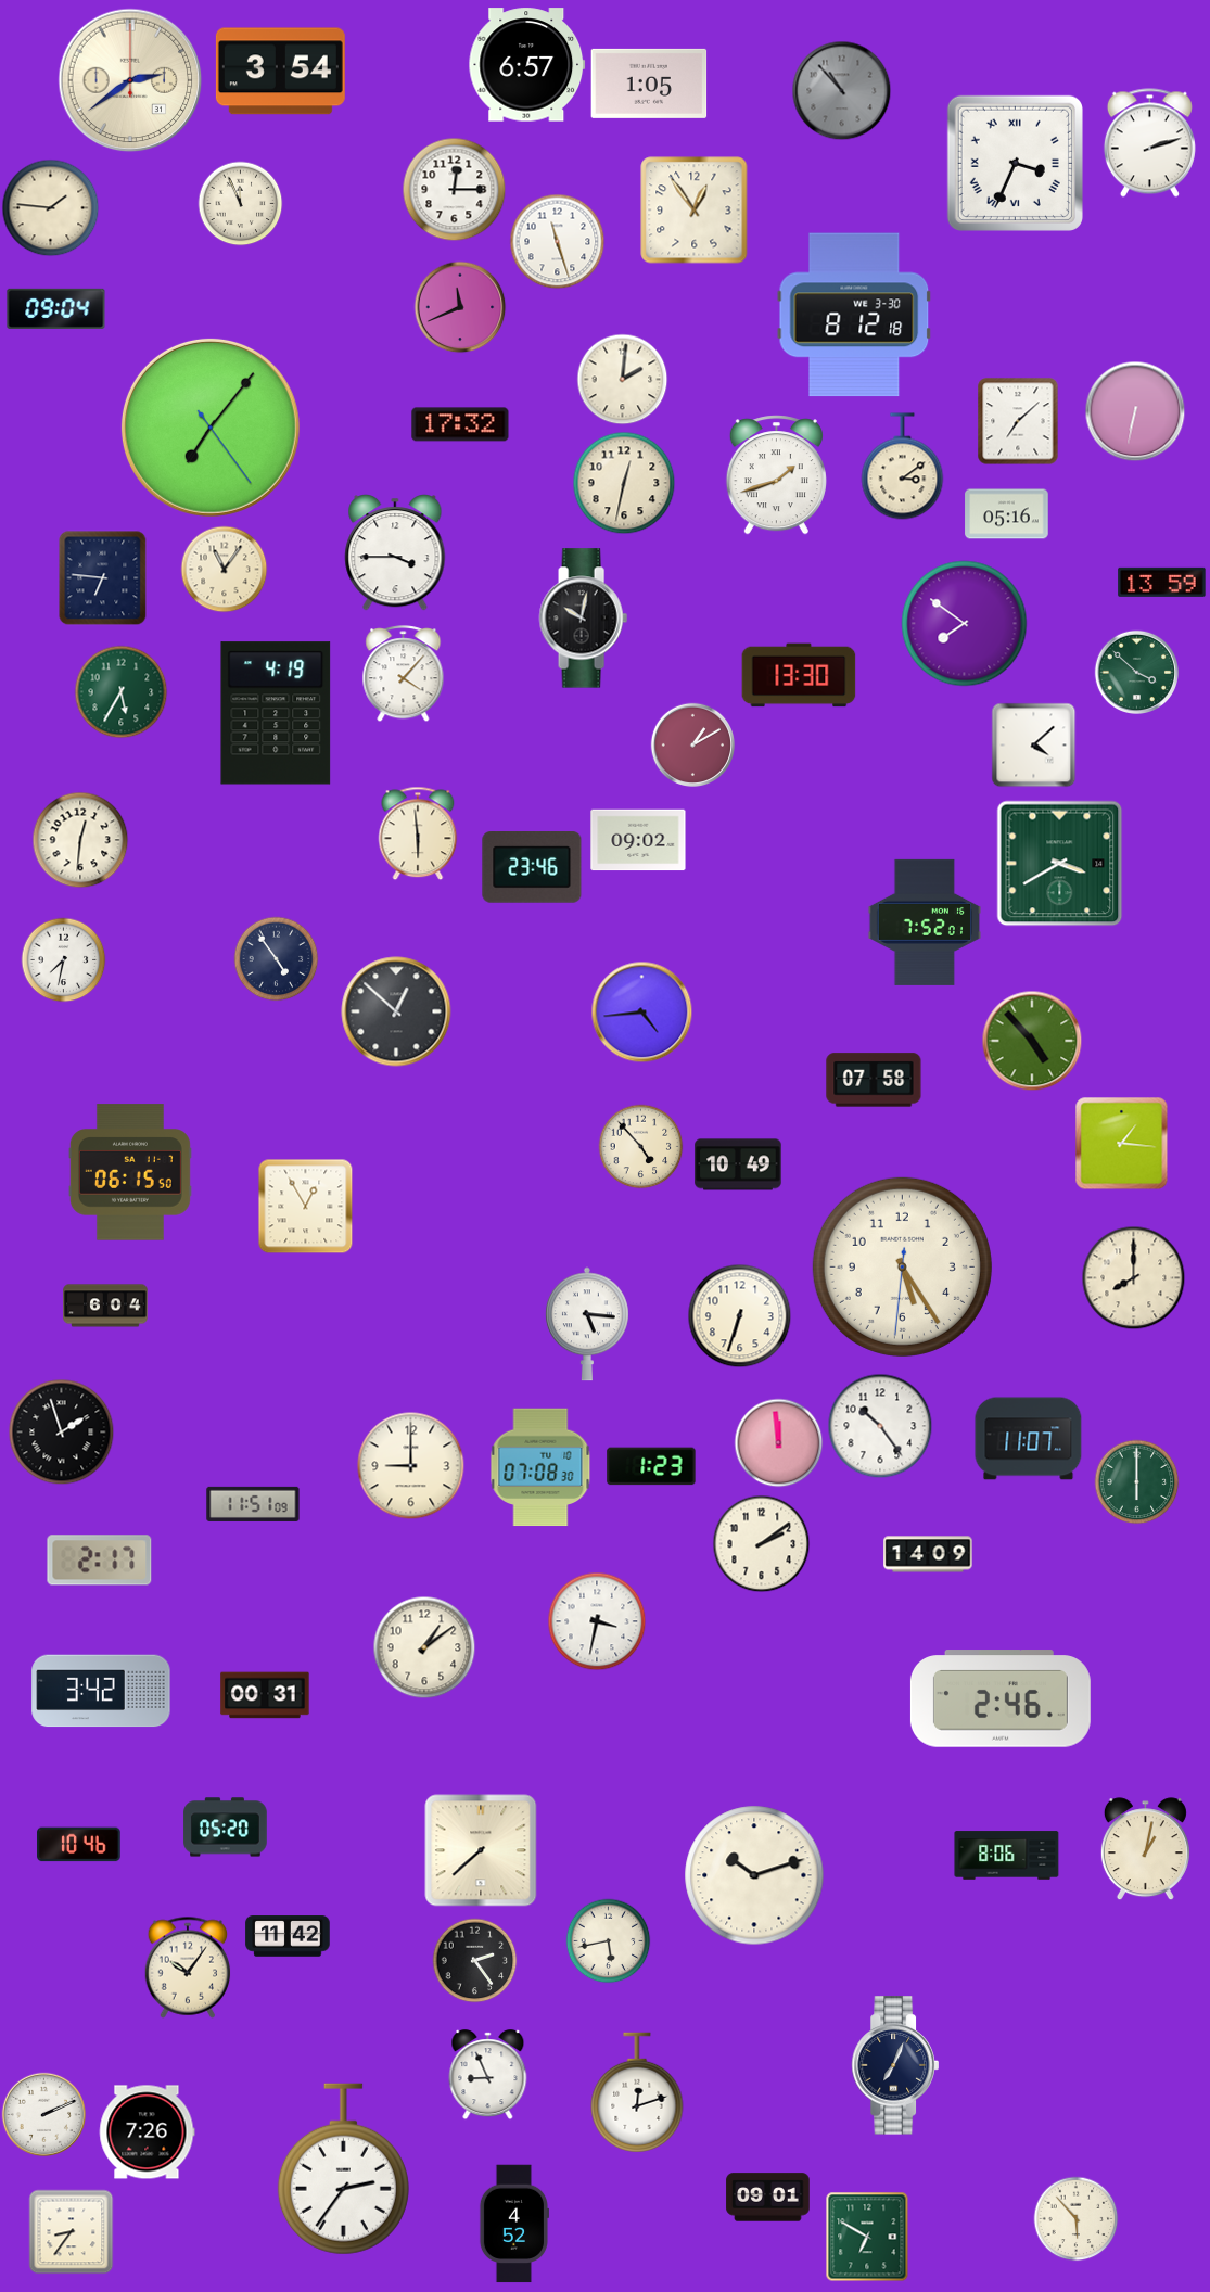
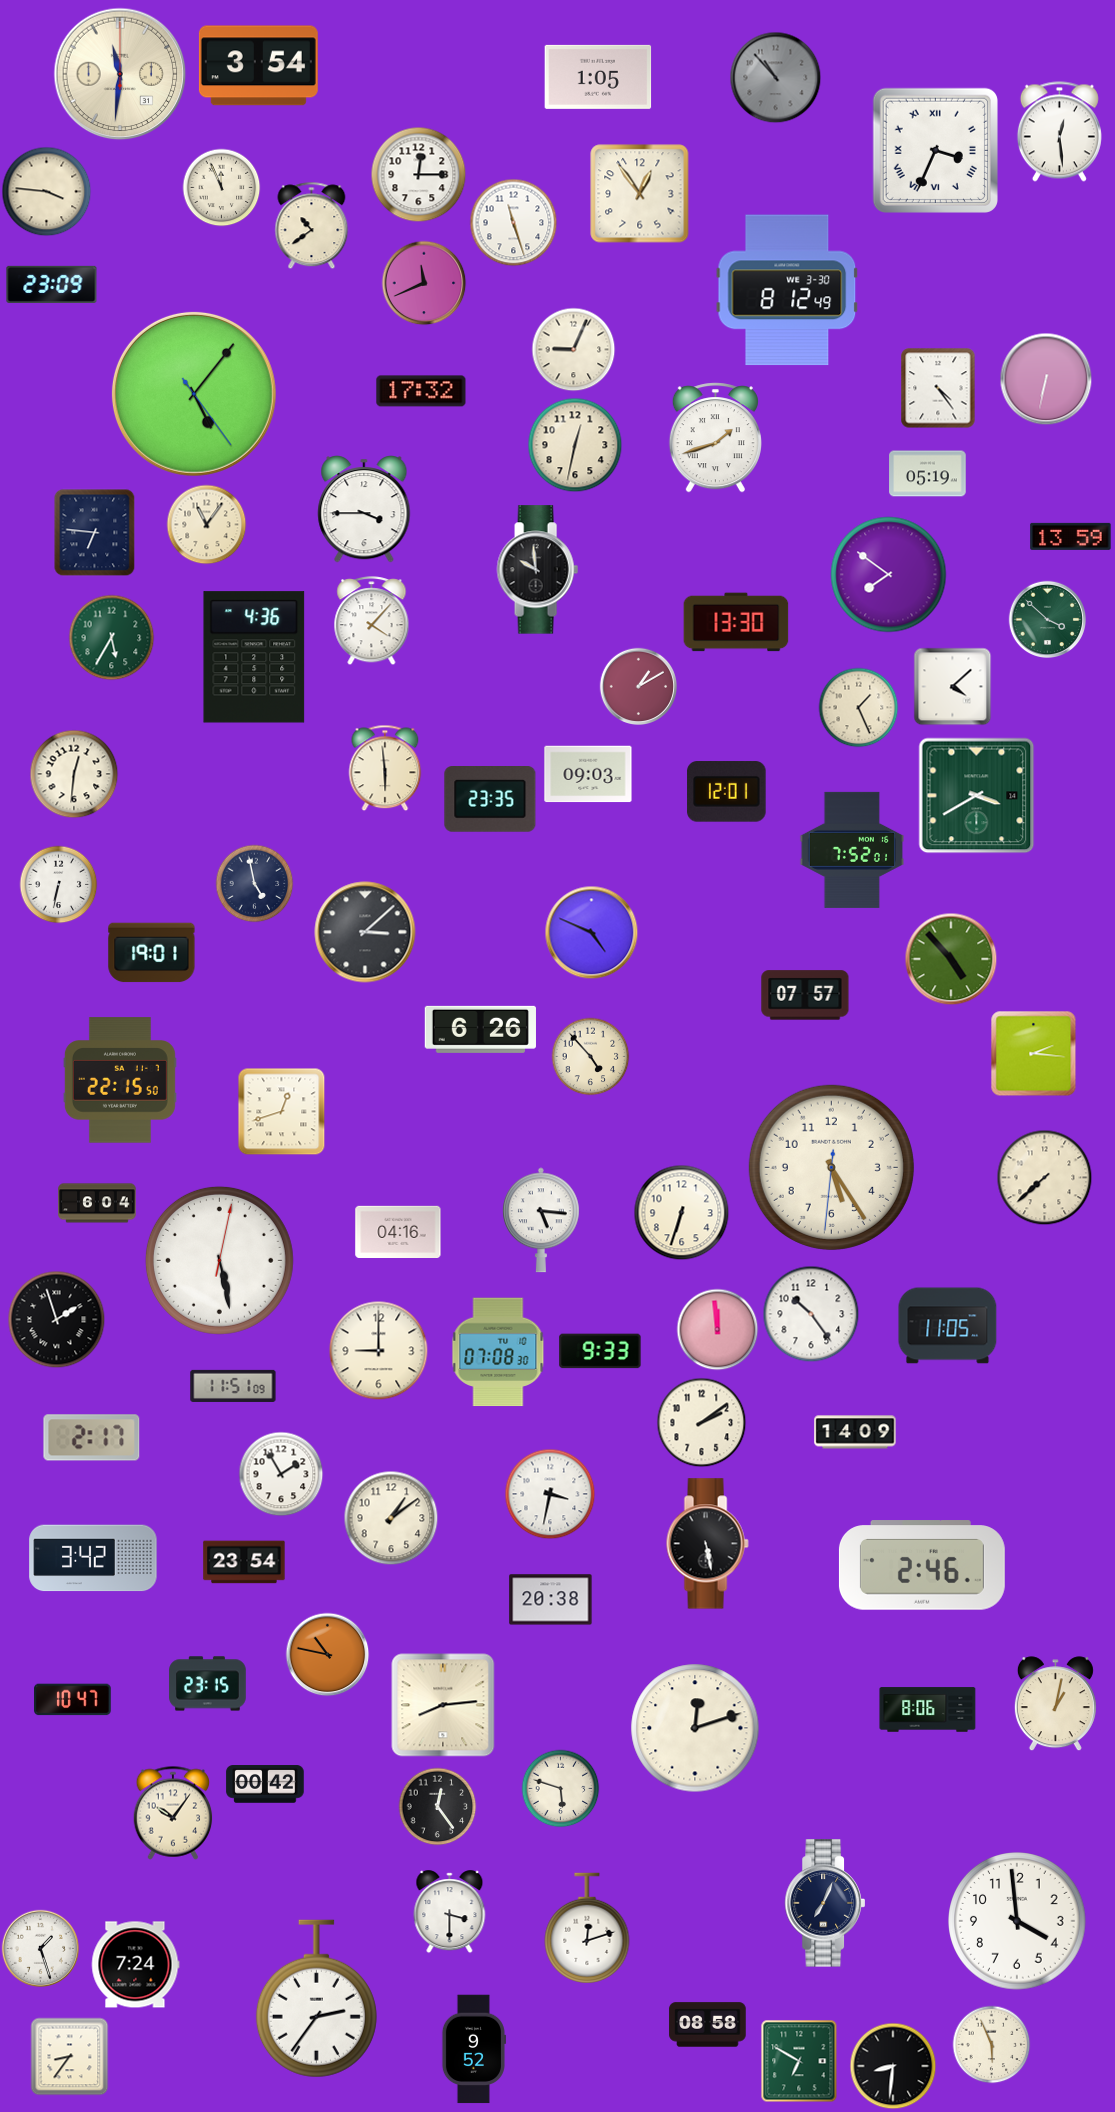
clock at (527, 65): 6:57 -> none
clock at (130, 80): 2:39 -> 11:31
clock at (841, 90) position: (841, 90) -> (775, 77)
clock at (1149, 143): 2:12 -> 12:29
clock at (50, 207): 1:46 -> 3:46
clock at (312, 225): none -> 10:39
clock at (56, 308): 09:04 -> 23:09
clock at (854, 315): 8:12:18 -> 8:12:49
clock at (622, 379): 2:01 -> 9:04
clock at (1018, 421): 7:08 -> 4:24
clock at (460, 424) position: (460, 424) -> (421, 391)
clock at (211, 428): 7:06 -> 5:06
clock at (903, 467): 3:09 -> none
clock at (1007, 514): 05:16 -> 05:19
clock at (583, 619): 10:02 -> 9:59
clock at (276, 713): 4:19 -> 4:36
clock at (858, 707): none -> 1:26
clock at (638, 840): 09:02 -> 09:03
clock at (727, 792): none -> 12:01
clock at (532, 868): 23:46 -> 23:35
clock at (276, 958): 4:54 -> 4:58
clock at (63, 959): 7:32 -> 6:32
clock at (396, 1011): 12:52 -> 3:08
clock at (641, 1011): 4:44 -> 4:49
clock at (152, 953): none -> 19:01
clock at (874, 1080): 07:58 -> 07:57
clock at (480, 1029): none -> 6:26
clock at (1121, 1143): 1:16 -> 2:16
clock at (738, 1164): 10:49 -> none
clock at (130, 1172): 06:15 -> 22:15
clock at (305, 1206): 12:55 -> 12:42
clock at (1133, 1277): 8:00 -> 7:38
clock at (398, 1231): none -> 04:16
clock at (219, 1260): none -> 5:28
clock at (1029, 1439): 11:07 -> 11:05
clock at (651, 1466): 1:23 -> 9:33
clock at (1136, 1481): 6:00 -> none
clock at (281, 1474): none -> 1:55
clock at (707, 1544): none -> 5:28
clock at (265, 1695): 00:31 -> 23:54
clock at (551, 1600): none -> 20:38
clock at (327, 1654): none -> 10:47
clock at (226, 1828): 05:20 -> 23:15
clock at (79, 1845): 10:46 -> 10:47
clock at (481, 1850): 7:38 -> 8:14
clock at (754, 1875): 10:12 -> 12:12
clock at (288, 1936): 11:42 -> 00:42
clock at (608, 1940): 5:43 -> 5:48
clock at (474, 1960): 2:24 -> 12:24
clock at (488, 2075): 8:56 -> 3:30
clock at (1017, 1921): none -> 3:59
clock at (43, 2114): 2:11 -> 1:27
clock at (147, 2132): 7:26 -> 7:24
clock at (768, 2198): 09:01 -> 08:58
clock at (1075, 2218): 5:53 -> 5:56
clock at (513, 2224): 4:52 -> 9:52
clock at (71, 2231) position: (71, 2231) -> (69, 2056)
clock at (893, 2066): none -> 8:31
